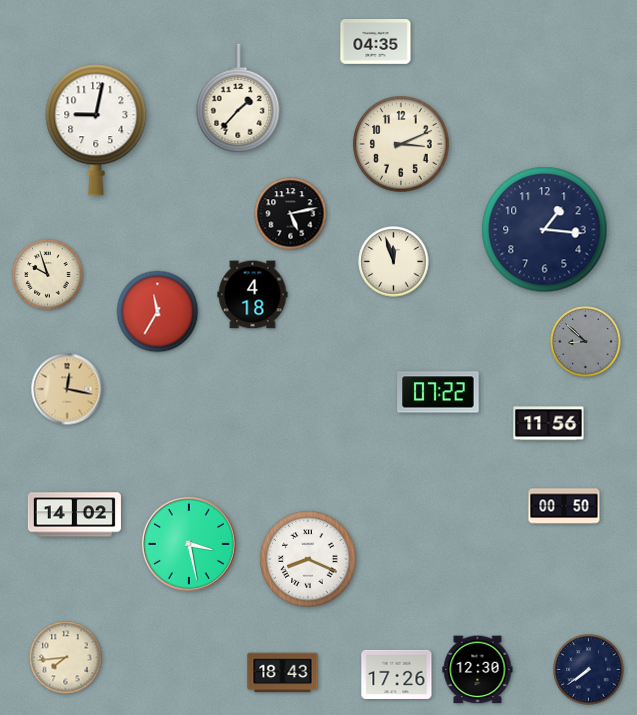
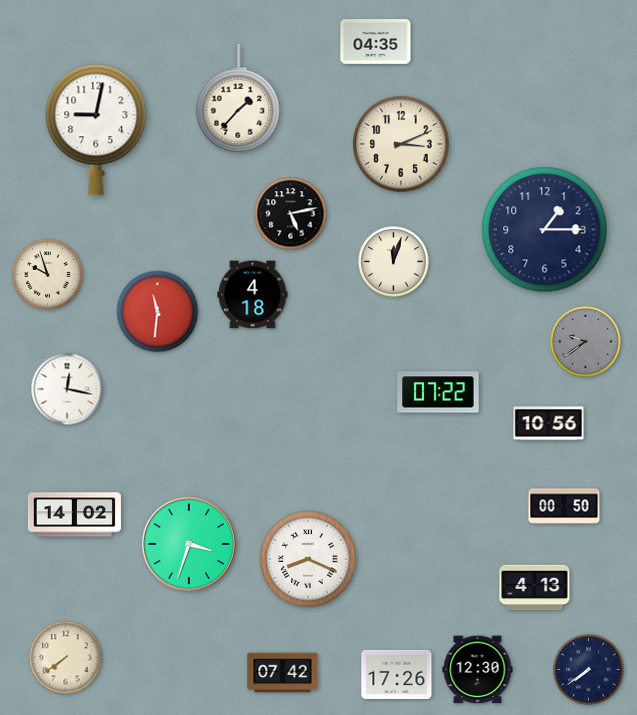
clock at (545, 230): 1:16 -> 1:15
clock at (394, 262): 11:57 -> 12:03
clock at (158, 312): 11:35 -> 11:31
clock at (586, 342): 8:52 -> 9:39
clock at (67, 389) dial: champagne -> white
clock at (549, 424): 11:56 -> 10:56
clock at (189, 544): 3:28 -> 3:33
clock at (535, 588): none -> 4:13
clock at (66, 658): 7:44 -> 7:39
clock at (283, 673): 18:43 -> 07:42
